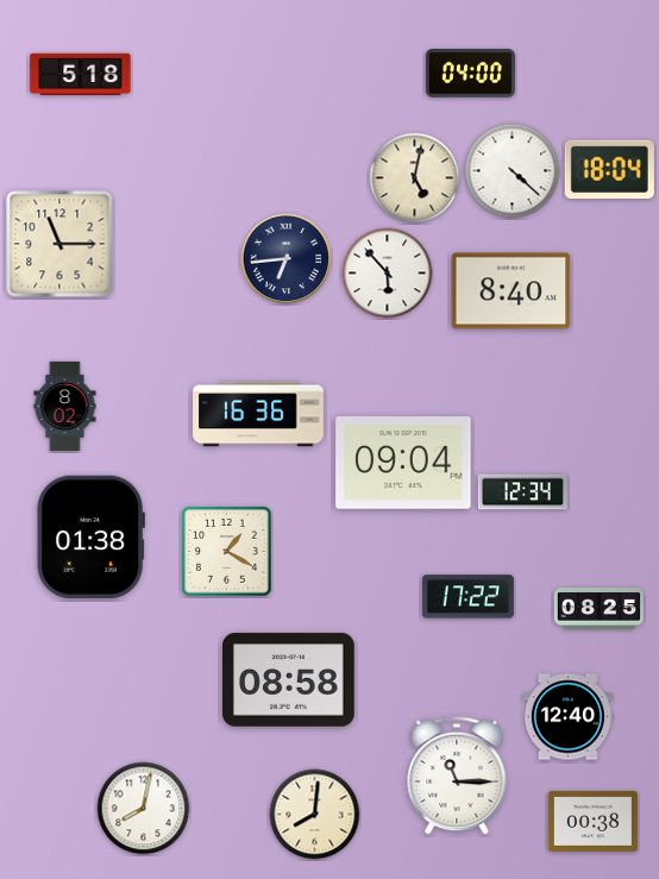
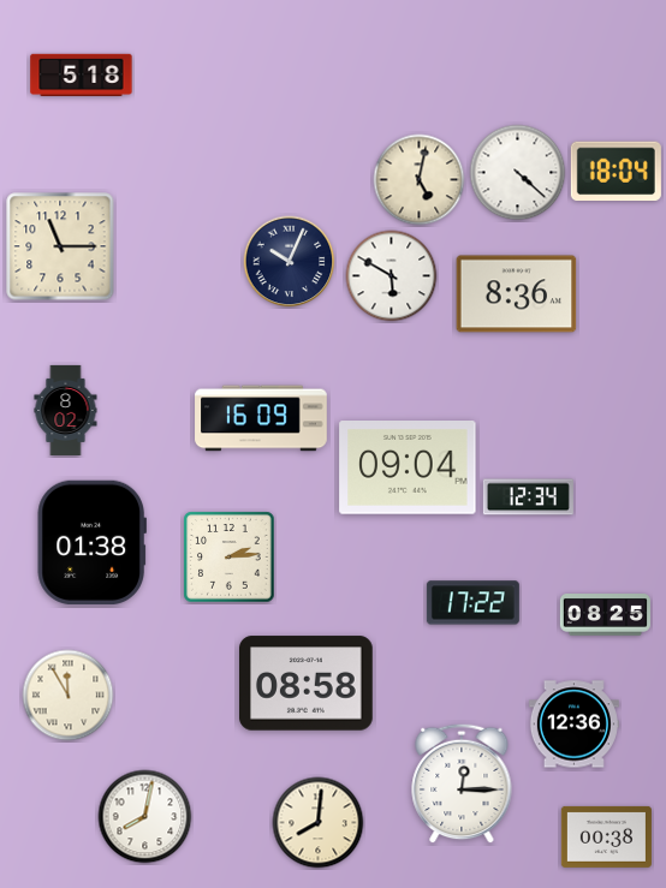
clock at (470, 74): 04:00 -> none
clock at (287, 259): 6:44 -> 10:04
clock at (388, 274): 5:53 -> 5:50
clock at (511, 291): 8:40 -> 8:36
clock at (258, 414): 16:36 -> 16:09
clock at (227, 552): 1:20 -> 2:14
clock at (289, 680) position: (289, 680) -> (307, 684)
clock at (69, 696): none -> 11:55
clock at (567, 717): 12:40 -> 12:36
clock at (457, 776): 11:15 -> 12:15
clock at (592, 821) position: (592, 821) -> (606, 836)
